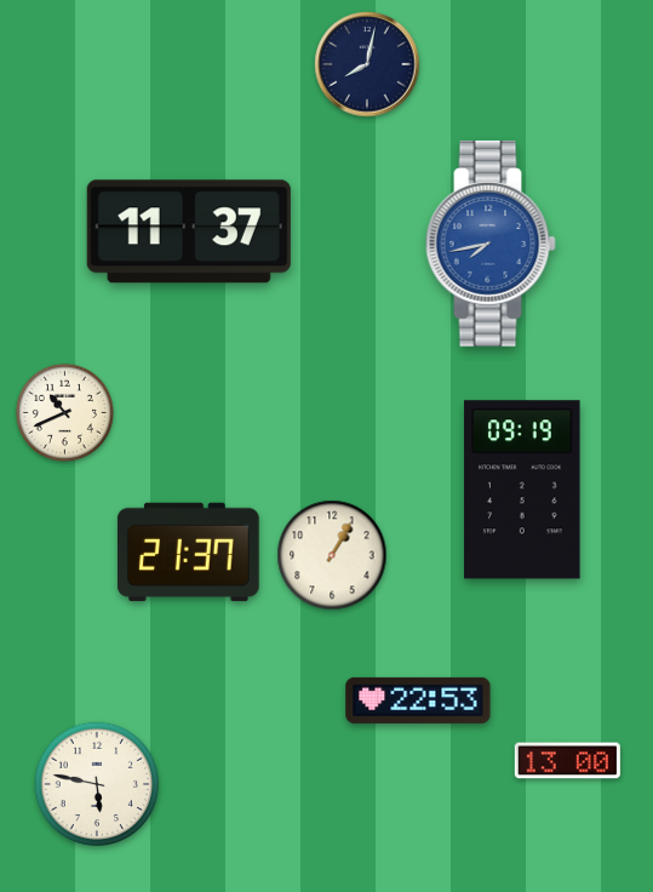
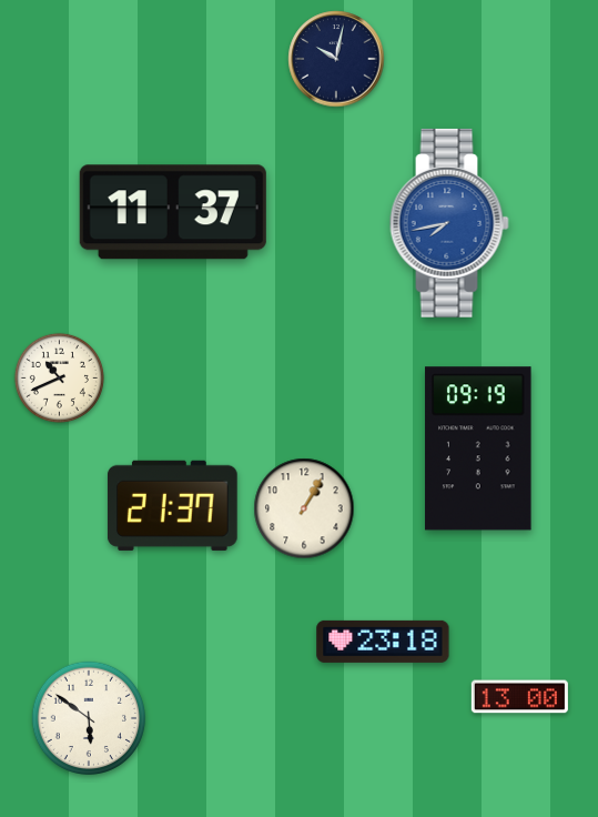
clock at (367, 64): 8:02 -> 10:02
clock at (418, 701): 22:53 -> 23:18
clock at (96, 783): 5:47 -> 5:51
